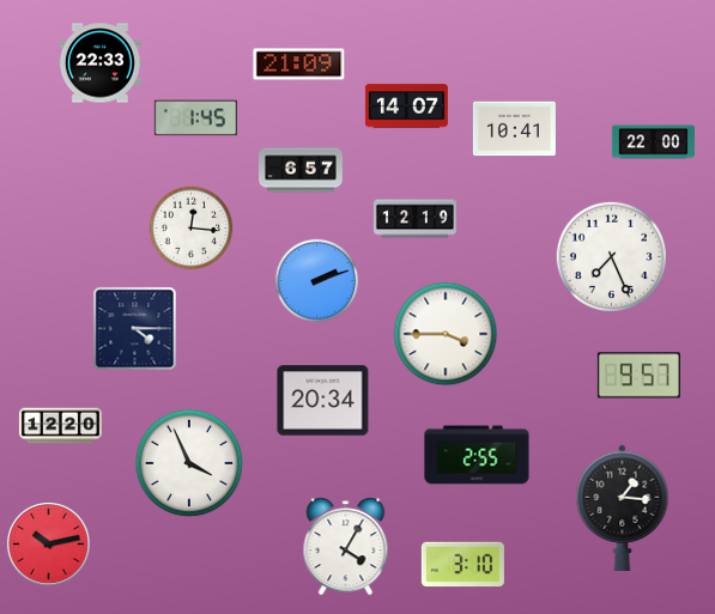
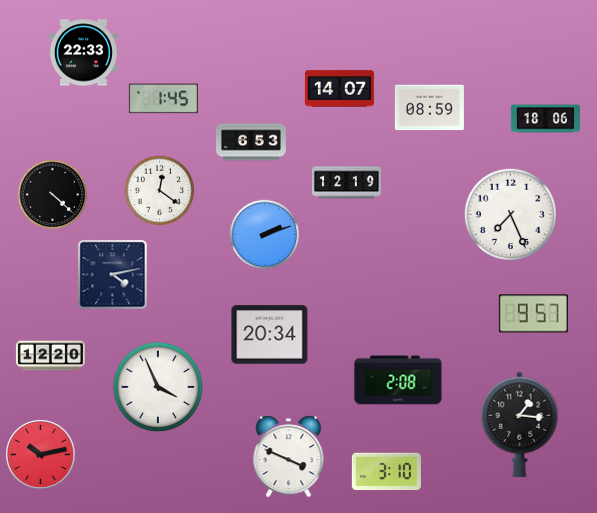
clock at (299, 65): 21:09 -> none
clock at (514, 129): 10:41 -> 08:59
clock at (653, 142): 22:00 -> 18:06
clock at (302, 170): 6:57 -> 6:53
clock at (192, 229): 12:16 -> 12:21
clock at (53, 195): none -> 4:22
clock at (135, 329): 4:15 -> 4:13
clock at (446, 334): 3:45 -> none
clock at (477, 455): 2:55 -> 2:08
clock at (346, 547): 4:05 -> 3:49
